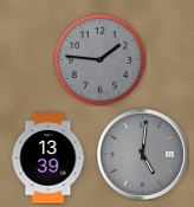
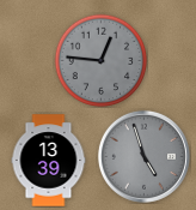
clock at (99, 59): 1:46 -> 12:46
clock at (142, 154): 5:01 -> 4:57
